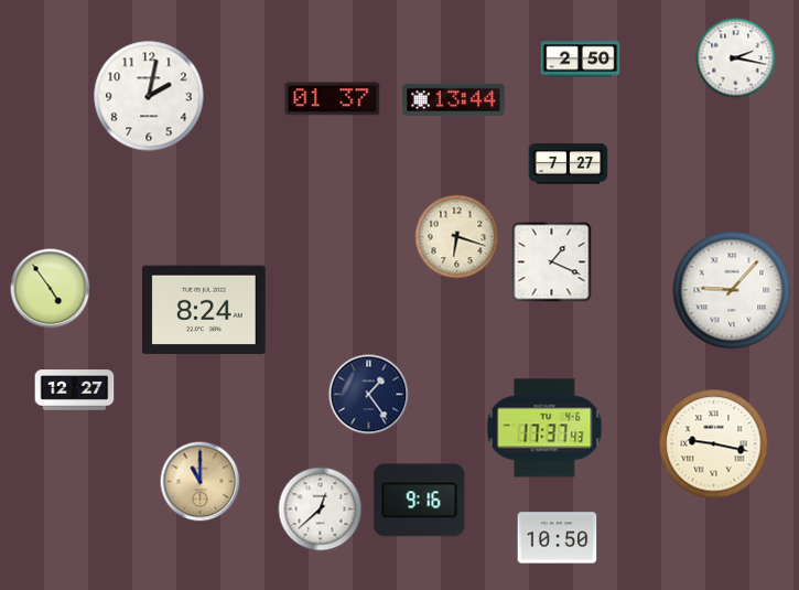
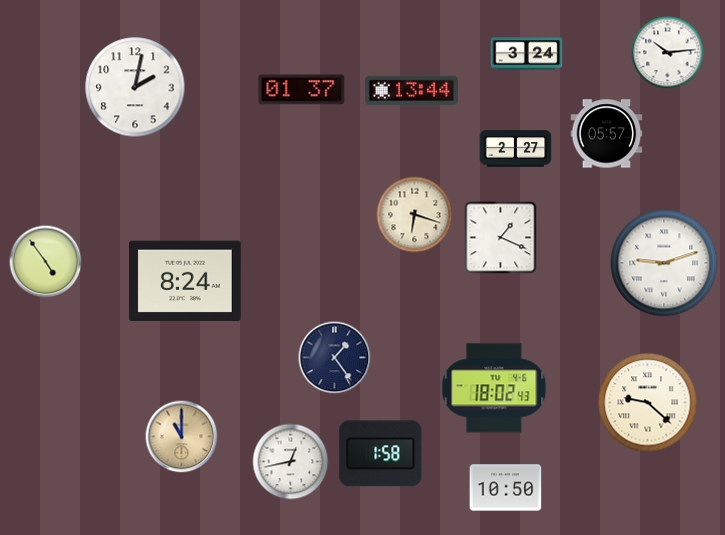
clock at (736, 58): 2:17 -> 10:14
clock at (581, 60): 2:50 -> 3:24
clock at (607, 134): none -> 05:57
clock at (569, 164): 7:27 -> 2:27
clock at (732, 290): 9:07 -> 9:12
clock at (75, 390): 12:27 -> none
clock at (544, 428): 17:37 -> 18:02
clock at (714, 444): 9:17 -> 9:22
clock at (420, 501): 9:16 -> 1:58
clock at (321, 509): 12:38 -> 12:43
